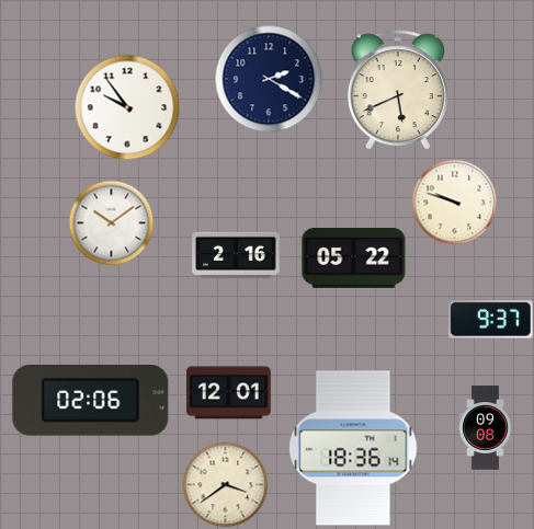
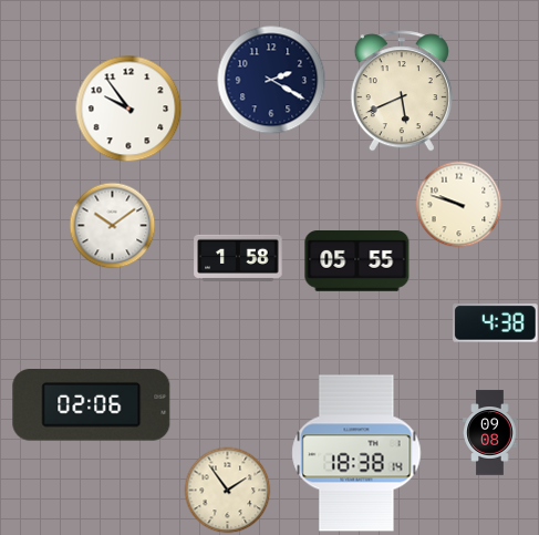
clock at (236, 255): 2:16 -> 1:58
clock at (354, 258): 05:22 -> 05:55
clock at (491, 320): 9:37 -> 4:38
clock at (229, 393): 12:01 -> none
clock at (353, 448): 18:36 -> 18:38
clock at (225, 484): 3:39 -> 1:54
